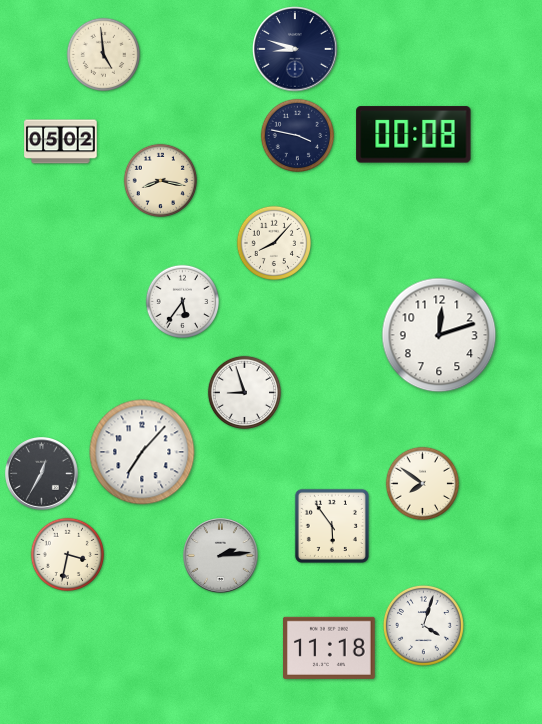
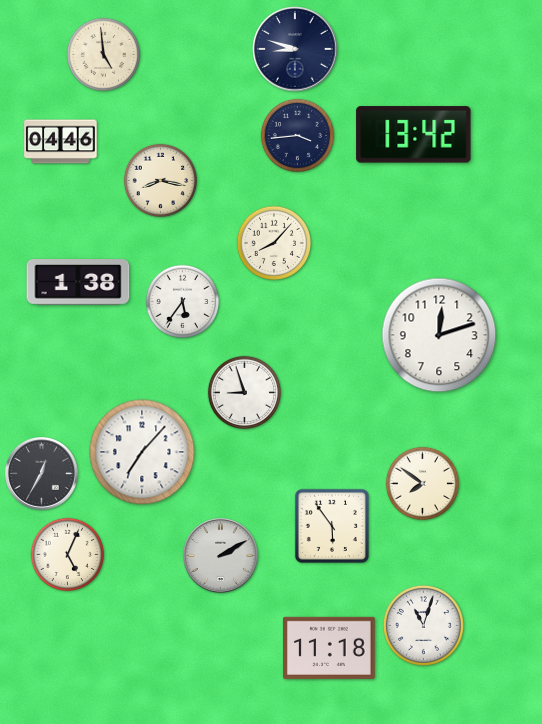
clock at (414, 135): 00:08 -> 13:42
clock at (298, 136): 3:47 -> 3:44
clock at (61, 142): 05:02 -> 04:46
clock at (78, 282): none -> 1:38
clock at (68, 555): 3:32 -> 5:04
clock at (221, 556): 2:14 -> 2:10
clock at (423, 625): 4:03 -> 11:03
